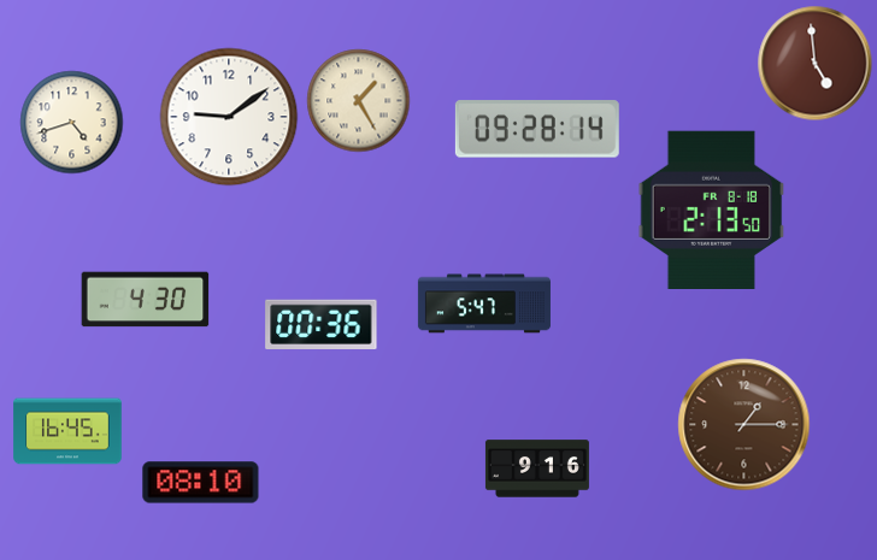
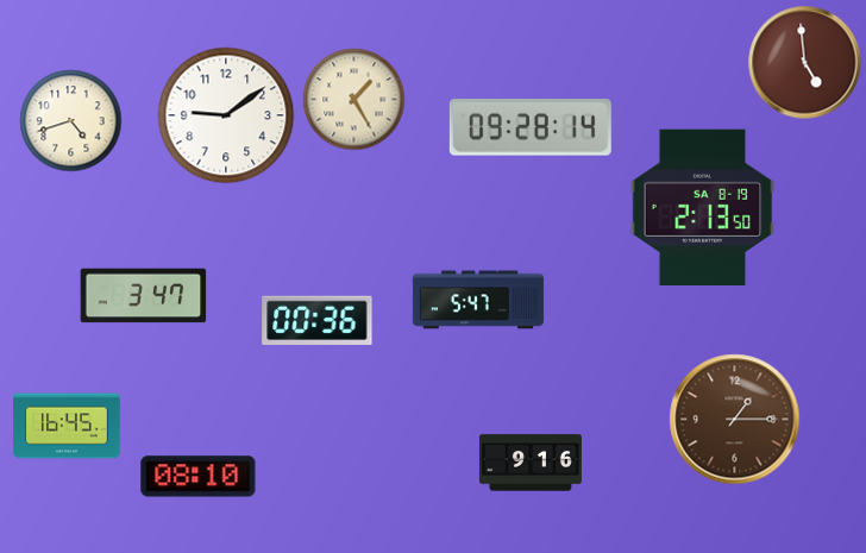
clock at (712, 210) date: FR 8-18 -> SA 8-19
clock at (146, 300): 4:30 -> 3:47
